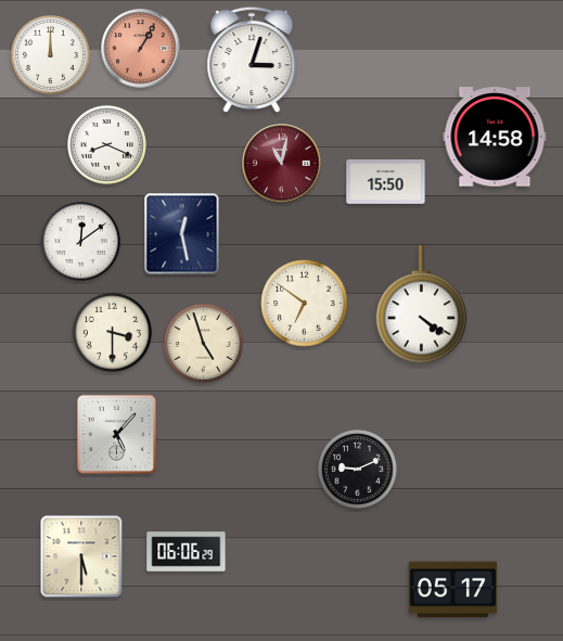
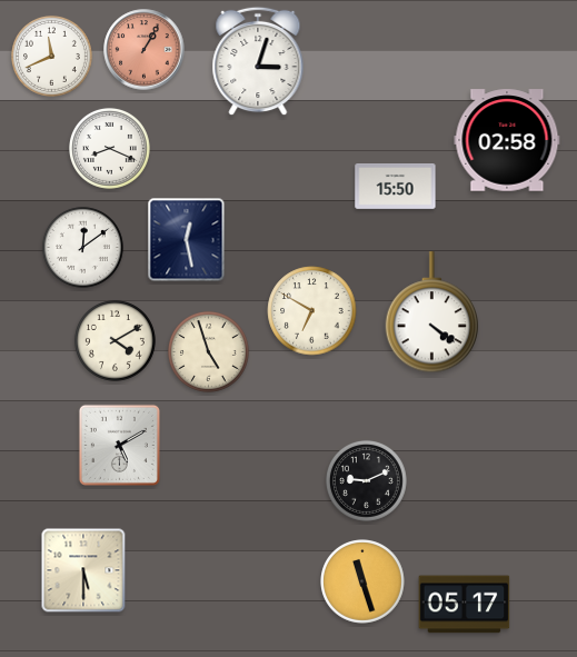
clock at (50, 54): 12:00 -> 11:41
clock at (495, 137): 14:58 -> 02:58
clock at (282, 164): 11:02 -> none
clock at (305, 304): 6:51 -> 6:50
clock at (112, 332): 3:30 -> 4:10
clock at (116, 434): 5:07 -> 5:10
clock at (187, 552): 06:06 -> none
clock at (362, 581): none -> 11:27
